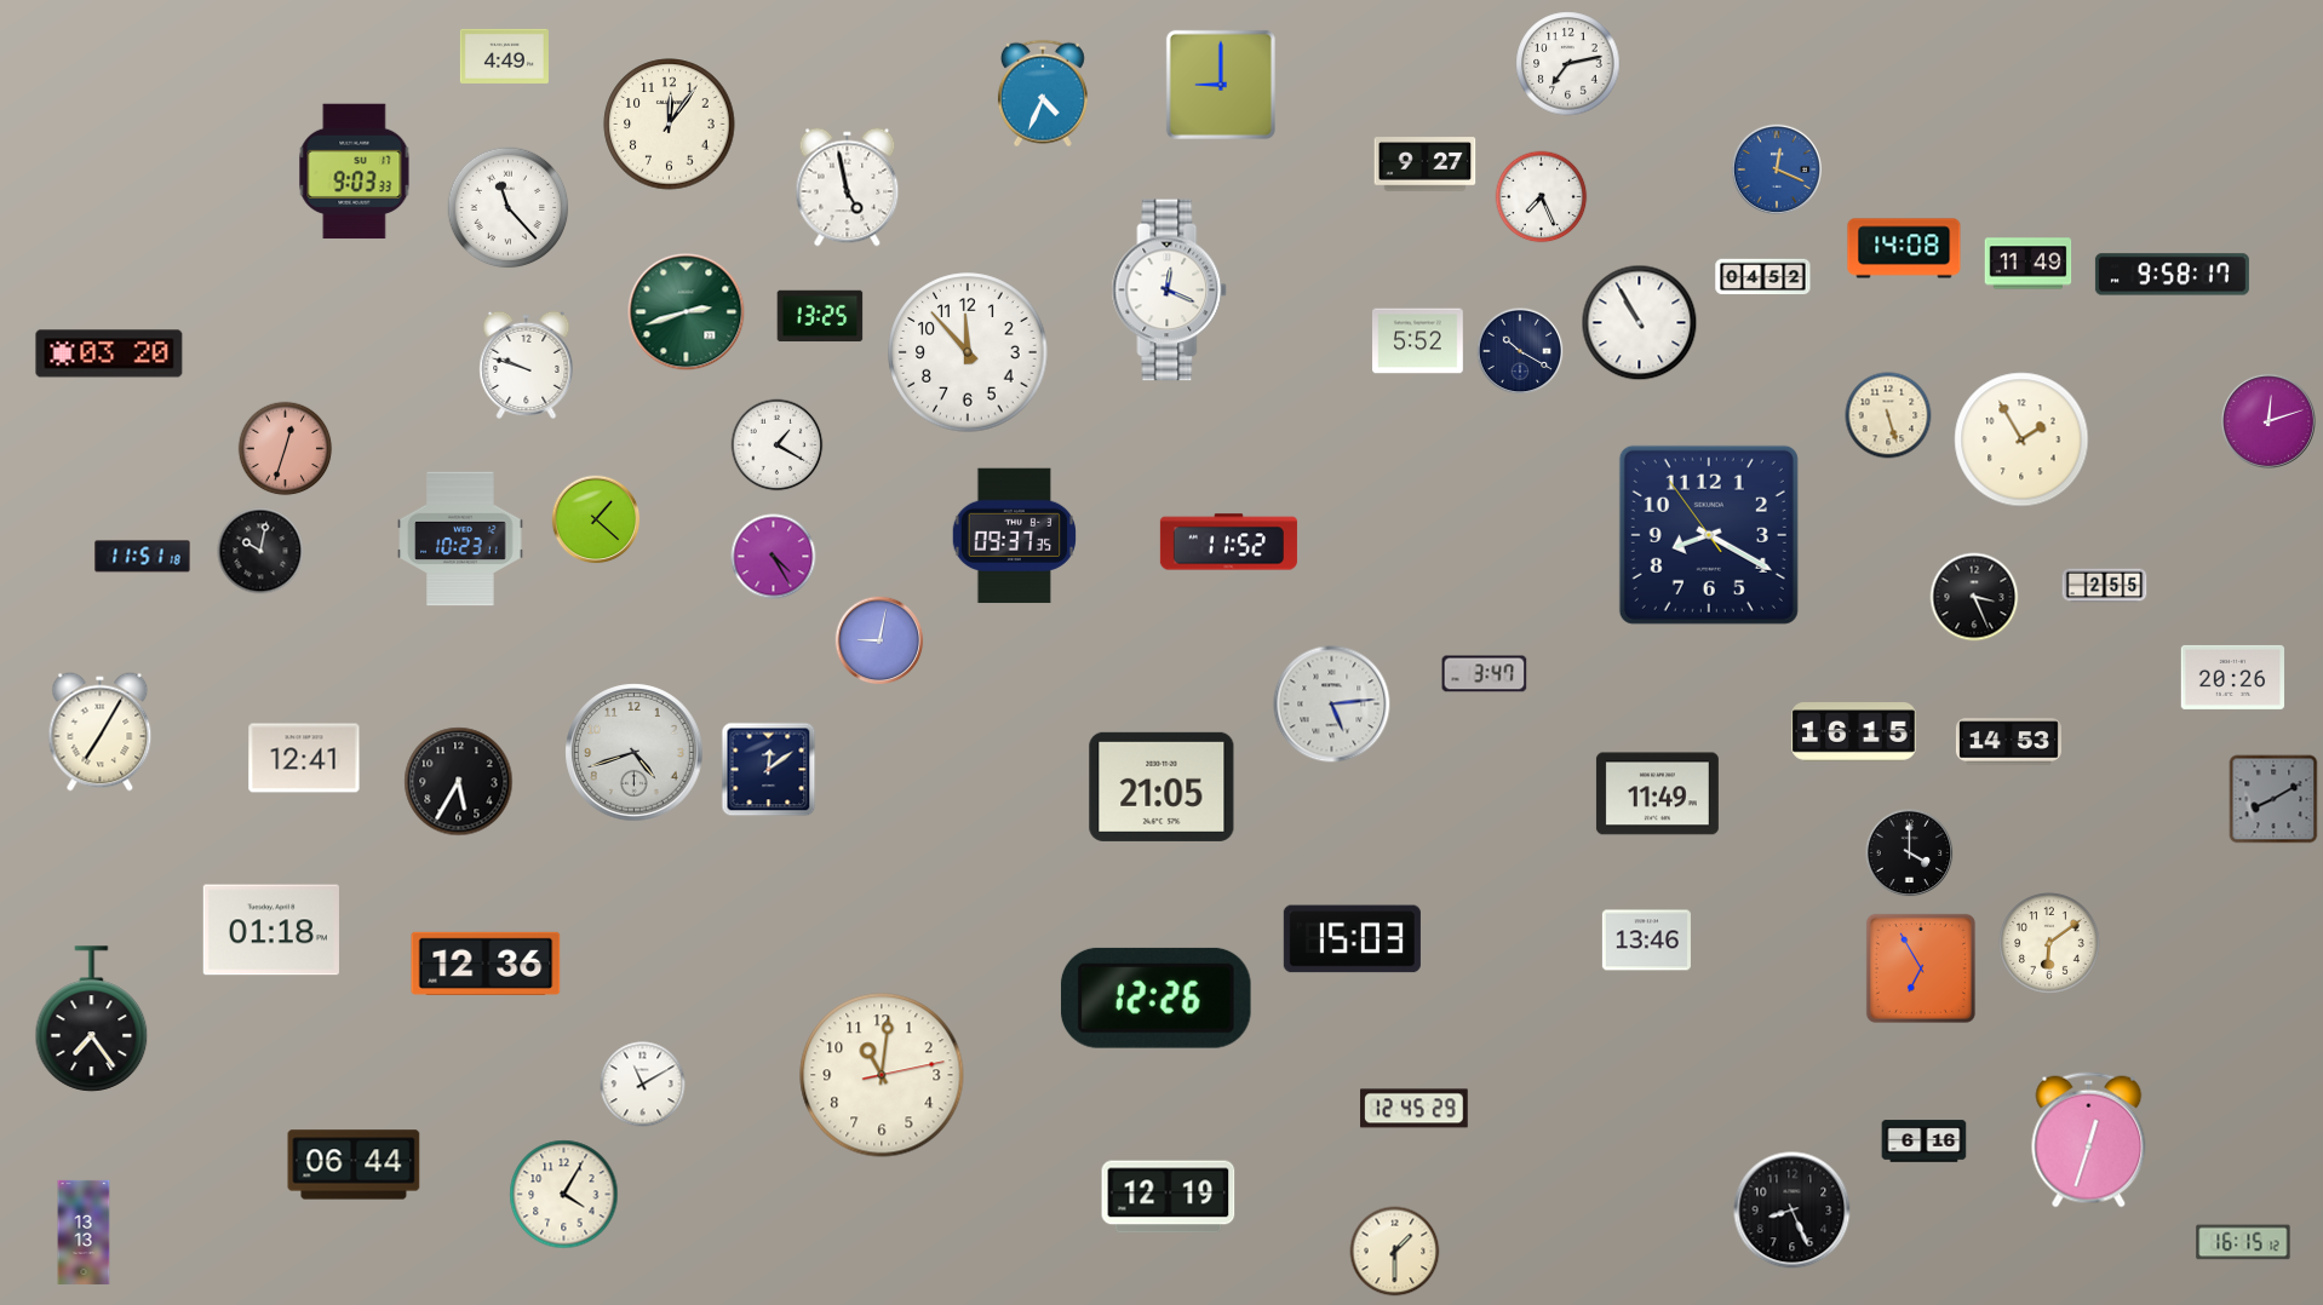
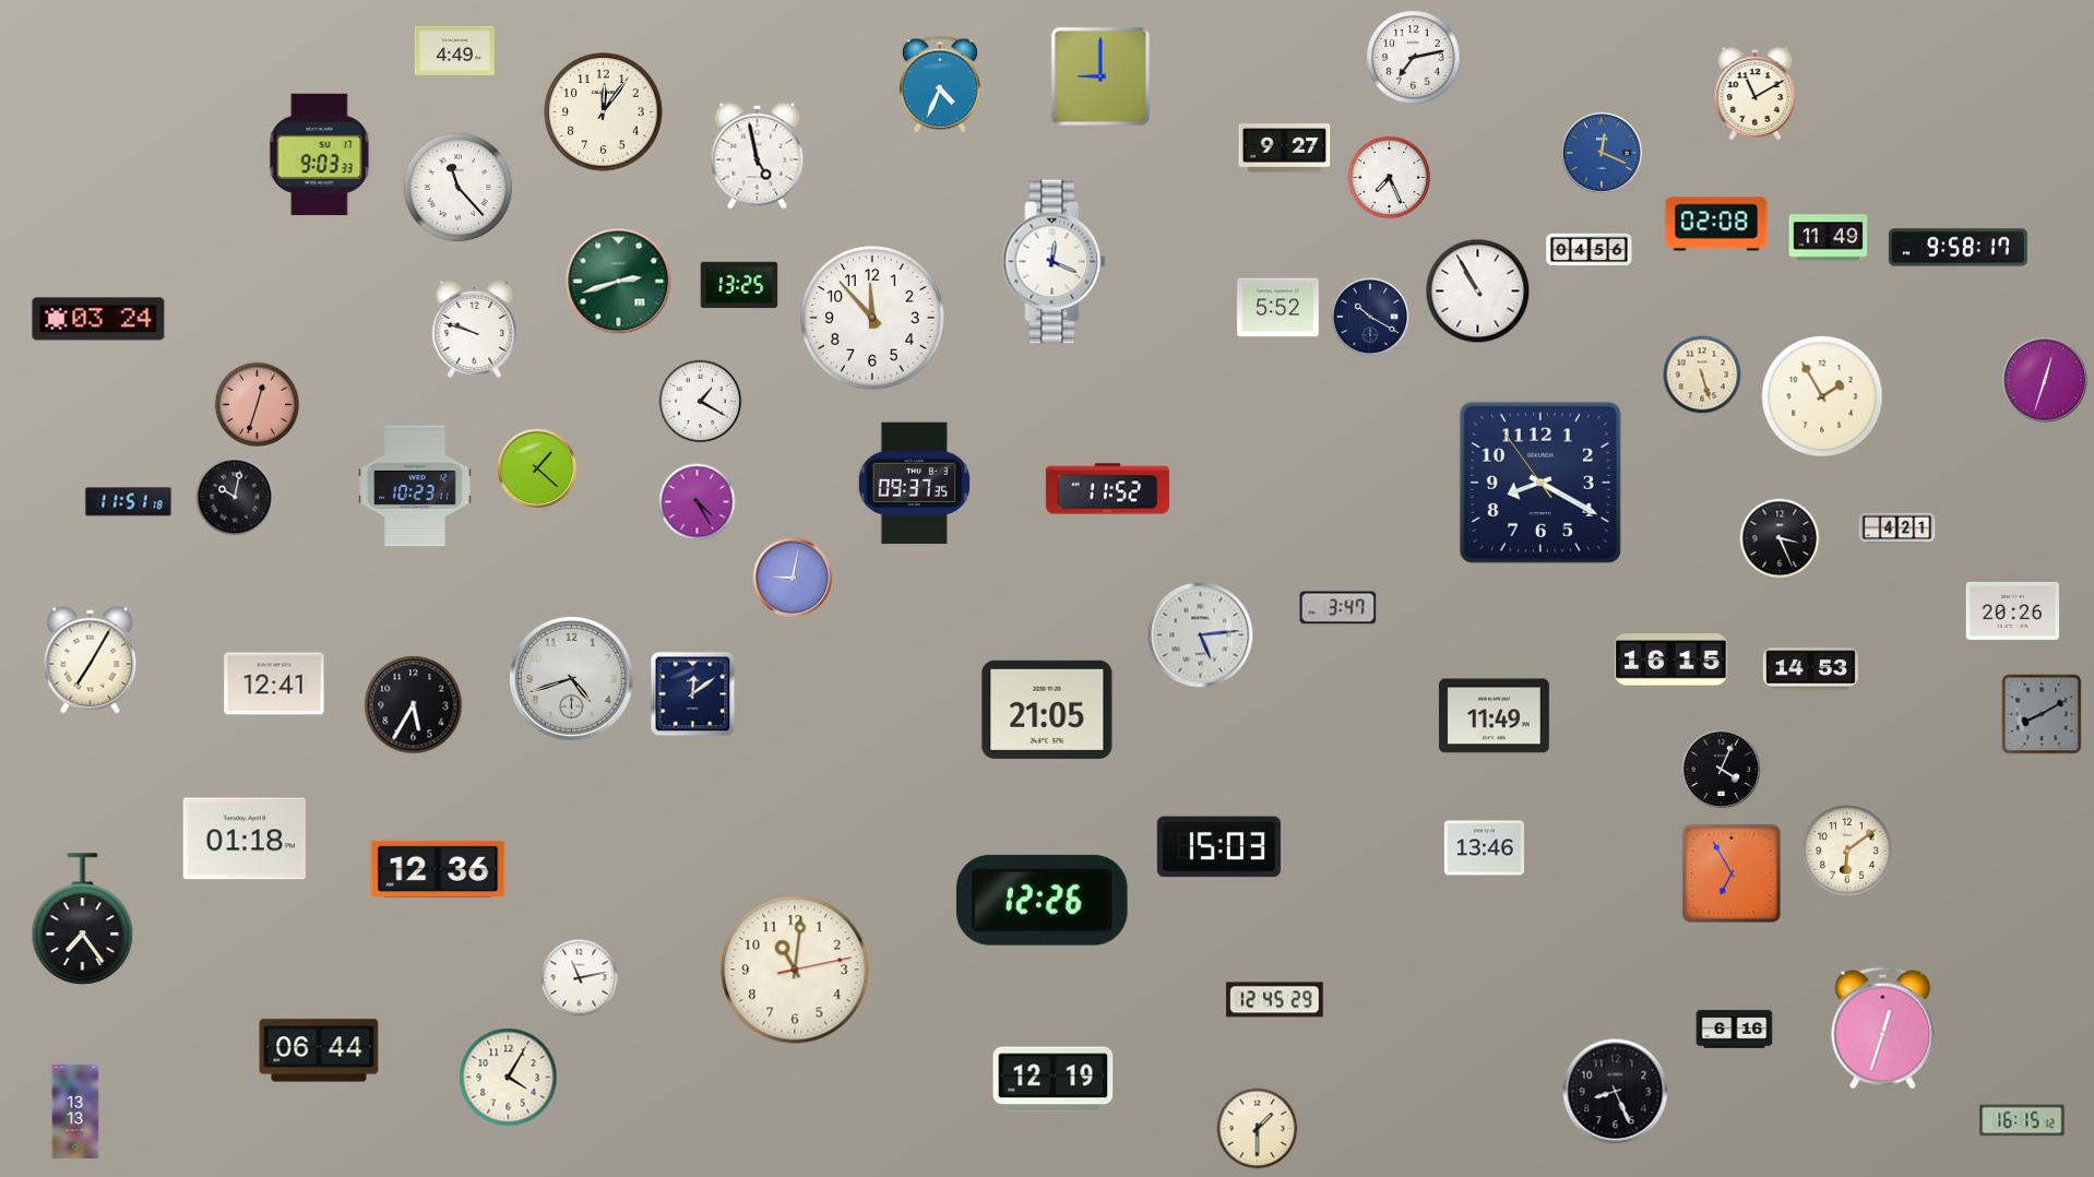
clock at (1756, 94): none -> 11:10
clock at (848, 188) position: (848, 188) -> (758, 156)
clock at (1904, 248): 14:08 -> 02:08
clock at (1763, 277): 04:52 -> 04:56
clock at (109, 353): 03:20 -> 03:24
clock at (2268, 421): 12:12 -> 12:33
clock at (2105, 586): 2:55 -> 4:21
clock at (2273, 799) position: (2273, 799) -> (2042, 714)
clock at (1910, 853): 4:00 -> 4:04
clock at (643, 1085): 11:10 -> 11:13
